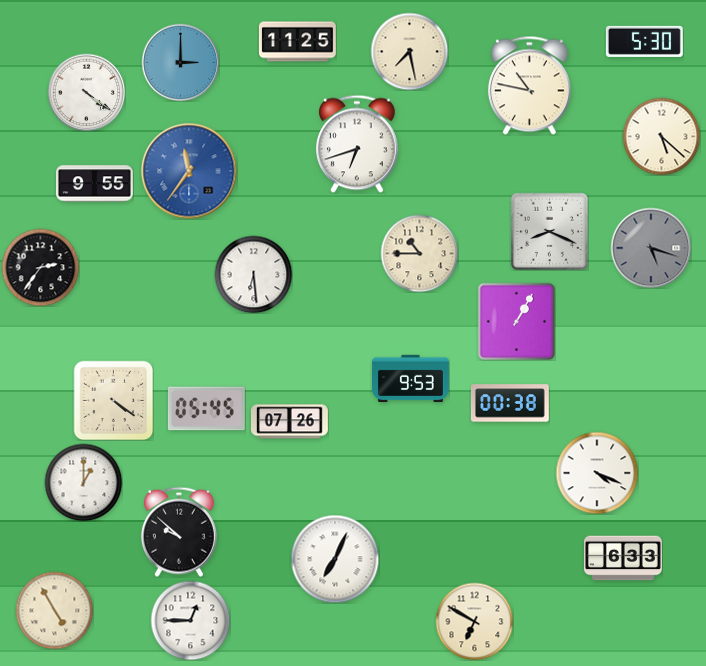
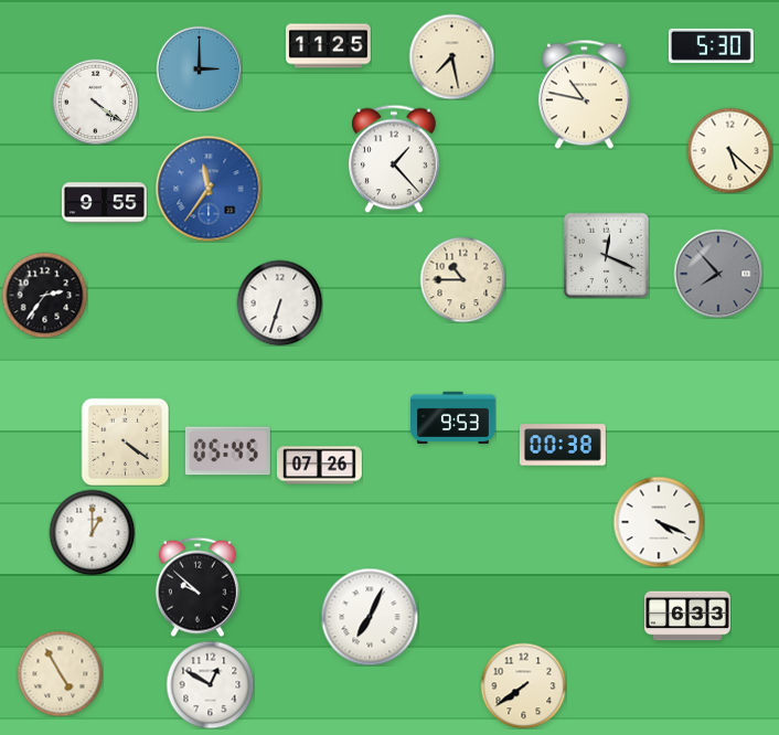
clock at (358, 144): 6:42 -> 1:23
clock at (549, 231): 8:19 -> 12:19
clock at (651, 248): 5:18 -> 7:53
clock at (253, 274): 6:29 -> 6:33
clock at (516, 321): 1:05 -> none
clock at (190, 620): 12:45 -> 12:50
clock at (474, 621): 6:50 -> 7:39
